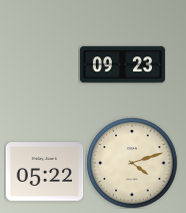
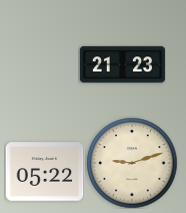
clock at (122, 65): 09:23 -> 21:23
clock at (132, 163): 4:12 -> 9:12
